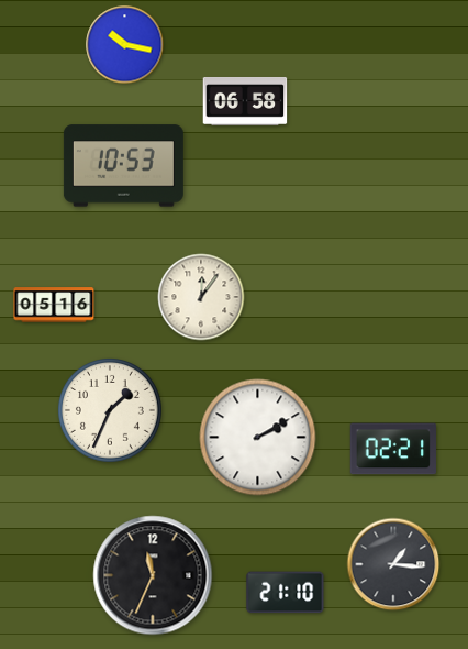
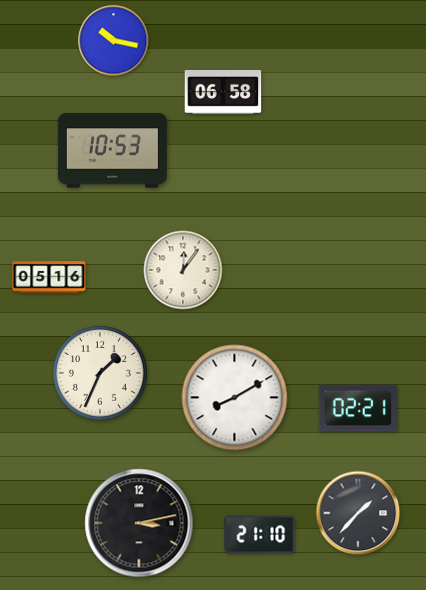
clock at (258, 438): 2:10 -> 8:10
clock at (393, 564): 1:16 -> 1:37
clock at (153, 575): 11:34 -> 3:13
clock at (286, 593) position: (286, 593) -> (260, 535)
